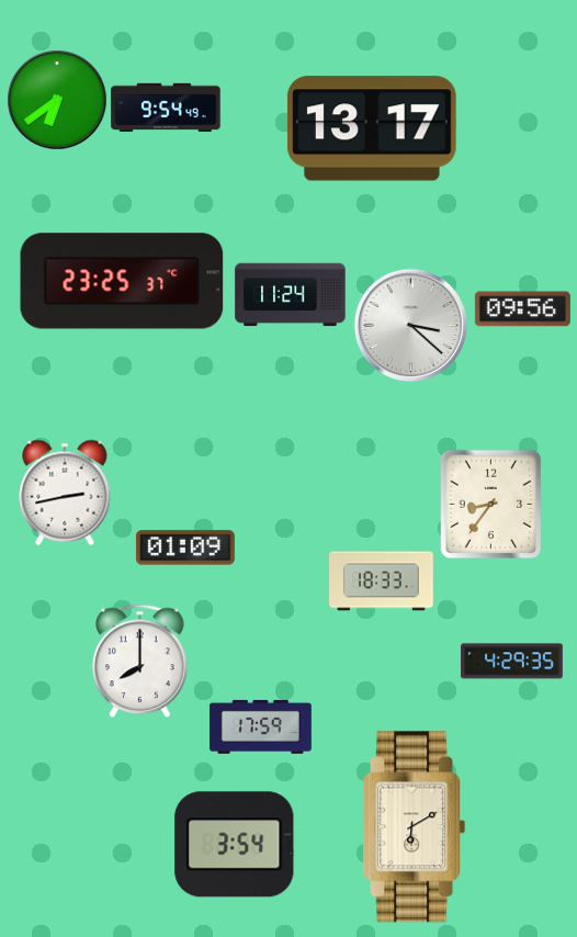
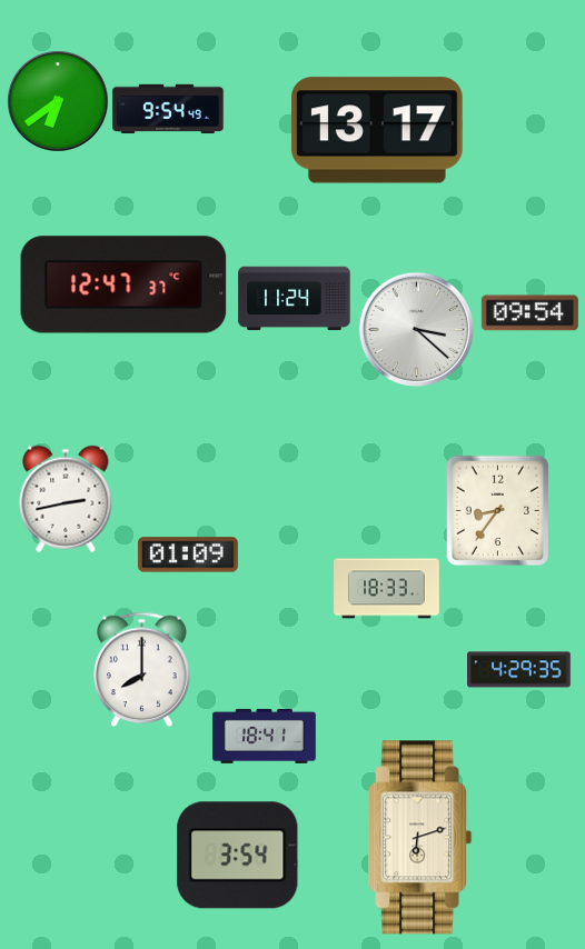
clock at (122, 281): 23:25 -> 12:47
clock at (522, 309): 09:56 -> 09:54
clock at (261, 726): 17:59 -> 18:41
clock at (415, 827): 6:10 -> 6:12
